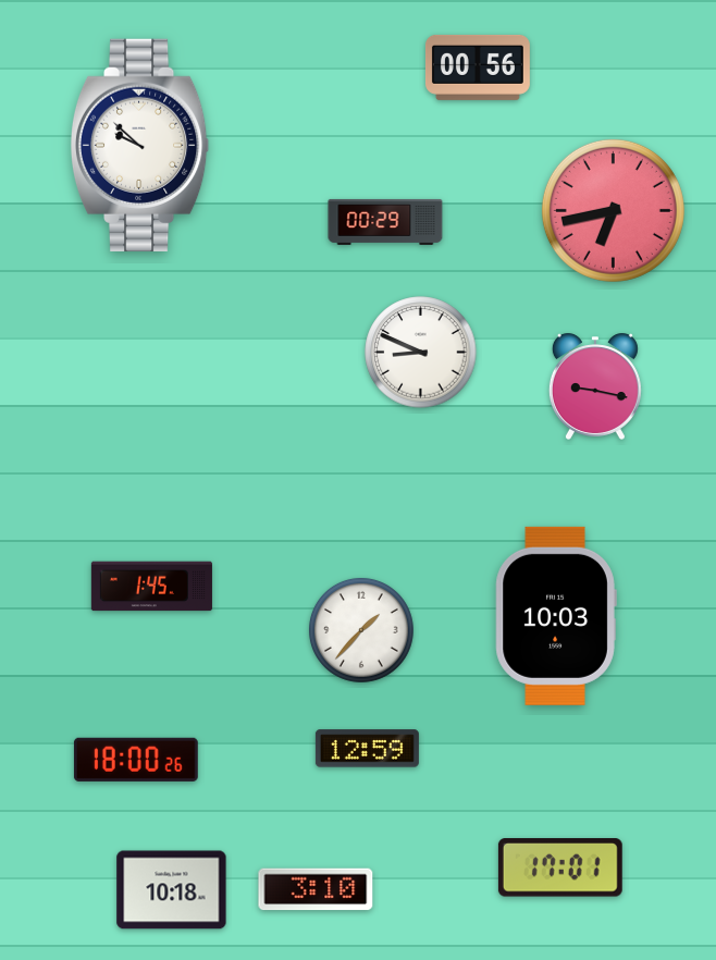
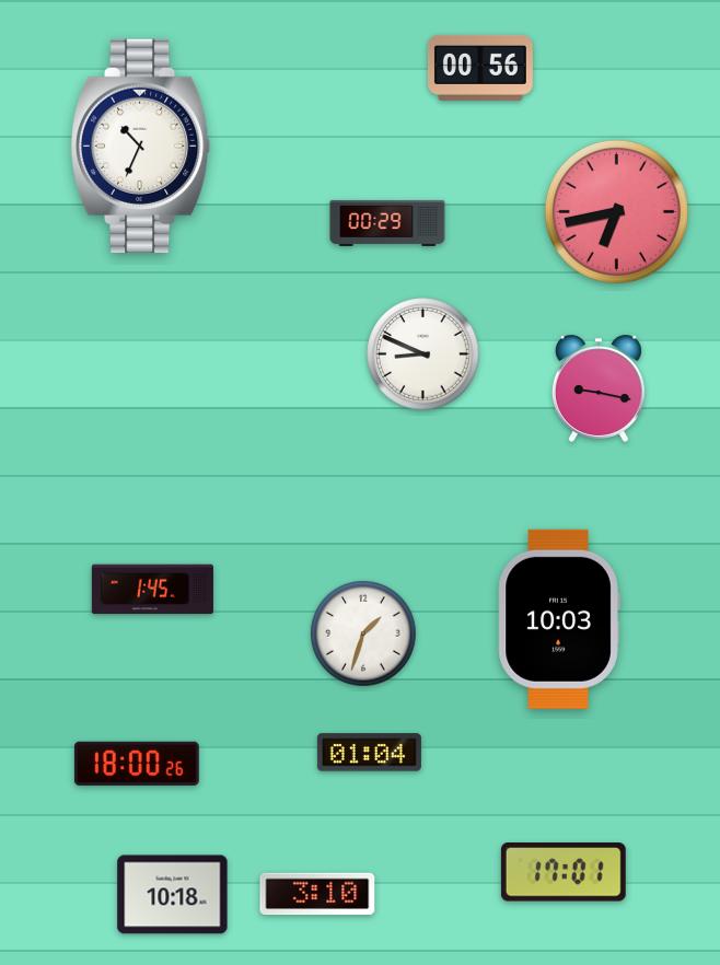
clock at (140, 145): 9:52 -> 10:34
clock at (361, 630): 1:37 -> 1:33
clock at (367, 749): 12:59 -> 01:04
